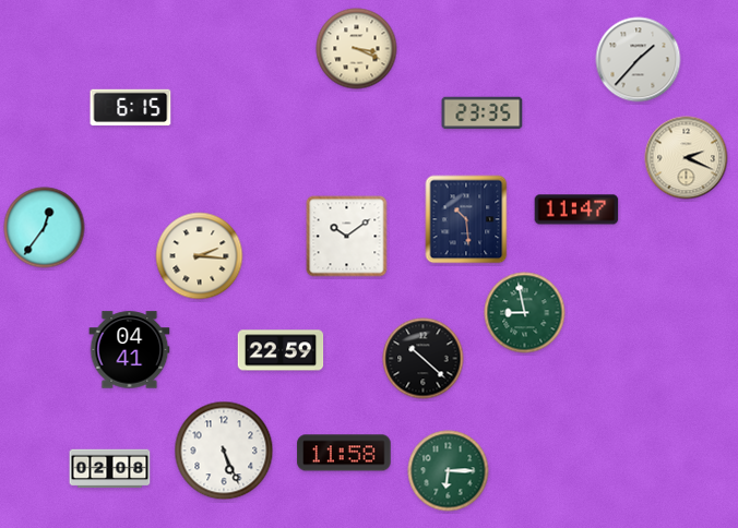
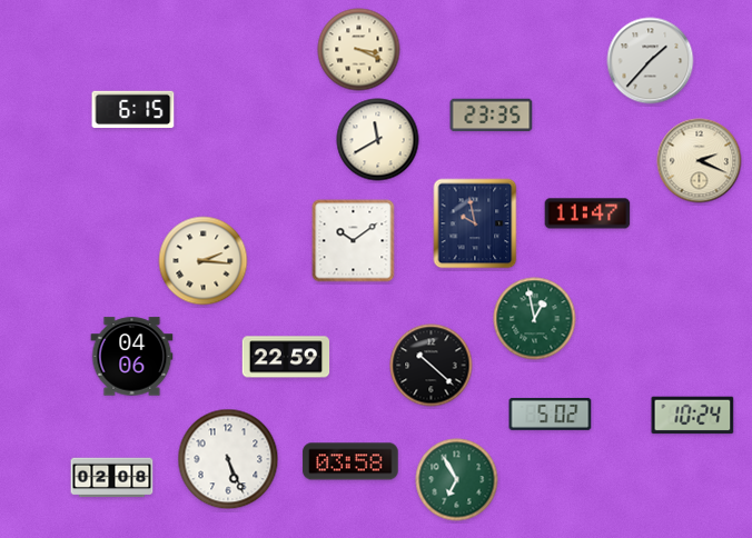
clock at (357, 49) position: (357, 49) -> (359, 50)
clock at (378, 140): none -> 11:40
clock at (466, 219): 10:29 -> 9:58
clock at (45, 228): 12:36 -> none
clock at (525, 313): 8:58 -> 12:58
clock at (130, 350): 04:41 -> 04:06
clock at (551, 414): none -> 5:02
clock at (693, 416): none -> 10:24
clock at (344, 453): 11:58 -> 03:58
clock at (449, 471): 6:15 -> 6:55
